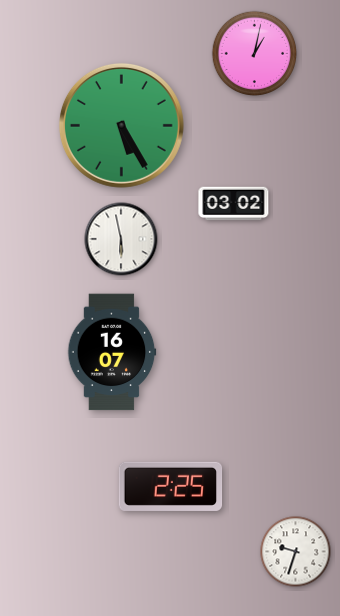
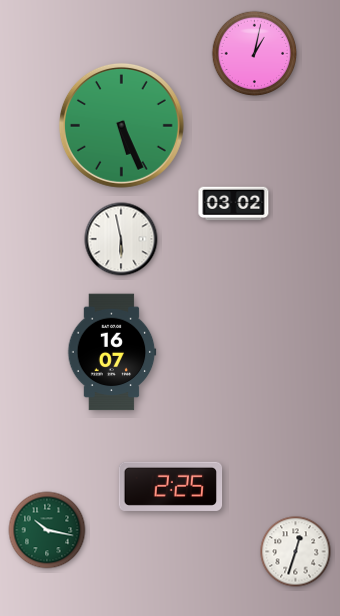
clock at (121, 125): 5:25 -> 5:26
clock at (47, 530): none -> 10:17
clock at (296, 552): 9:33 -> 12:33
